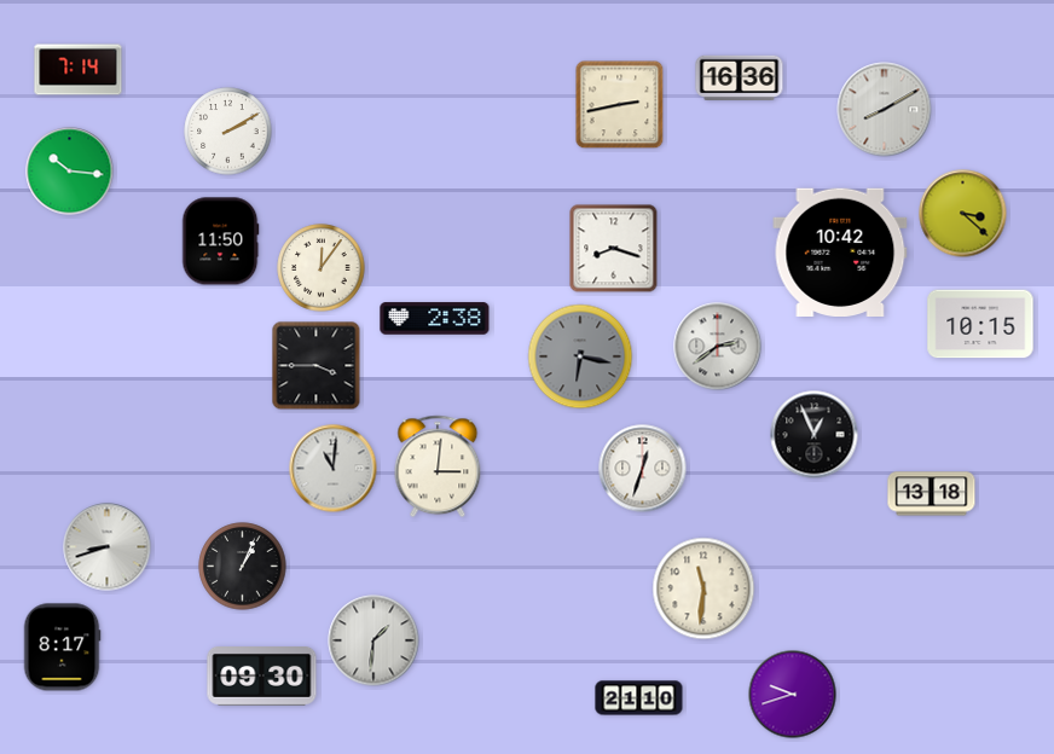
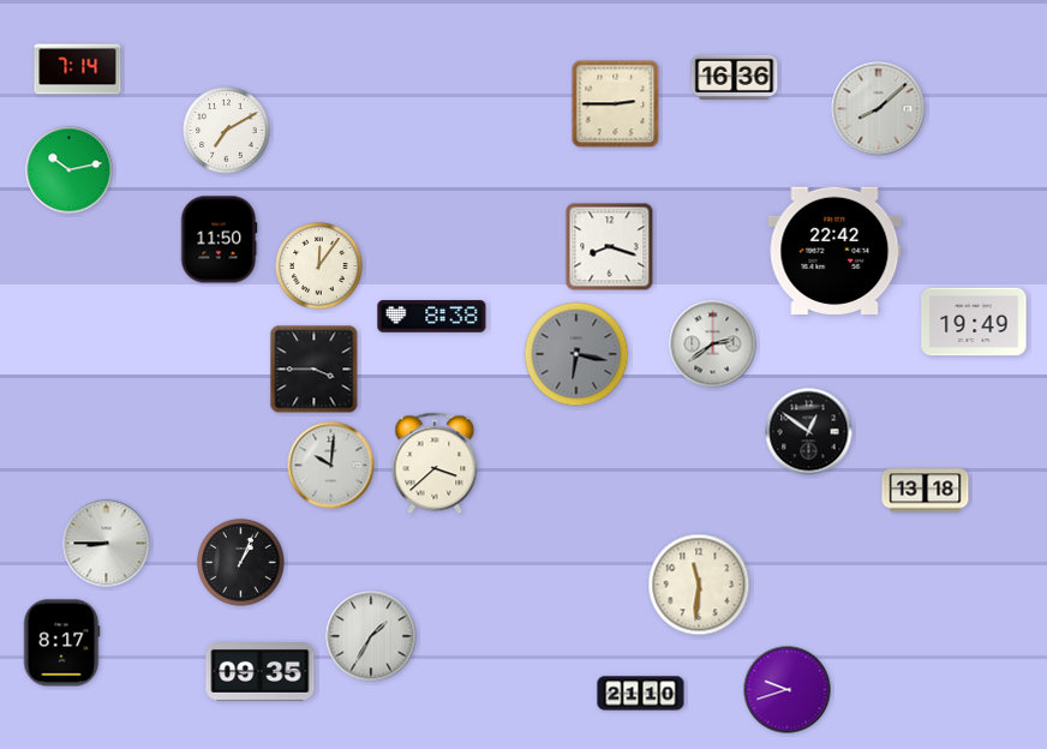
clock at (620, 105): 2:43 -> 2:45
clock at (885, 110): 8:10 -> 8:08
clock at (228, 132): 2:10 -> 7:10
clock at (70, 172): 10:16 -> 10:13
clock at (963, 214): 3:22 -> none
clock at (840, 251): 10:42 -> 22:42
clock at (435, 319): 2:38 -> 8:38
clock at (980, 324): 10:15 -> 19:49
clock at (317, 366) position: (317, 366) -> (315, 370)
clock at (815, 435): 12:56 -> 12:51
clock at (438, 466): 3:01 -> 3:38
clock at (334, 469): 11:01 -> 10:01
clock at (643, 469): 12:33 -> none
clock at (108, 547): 8:42 -> 8:45
clock at (373, 640): 1:31 -> 1:35
clock at (262, 677): 09:30 -> 09:35
clock at (639, 698) position: (639, 698) -> (641, 694)
